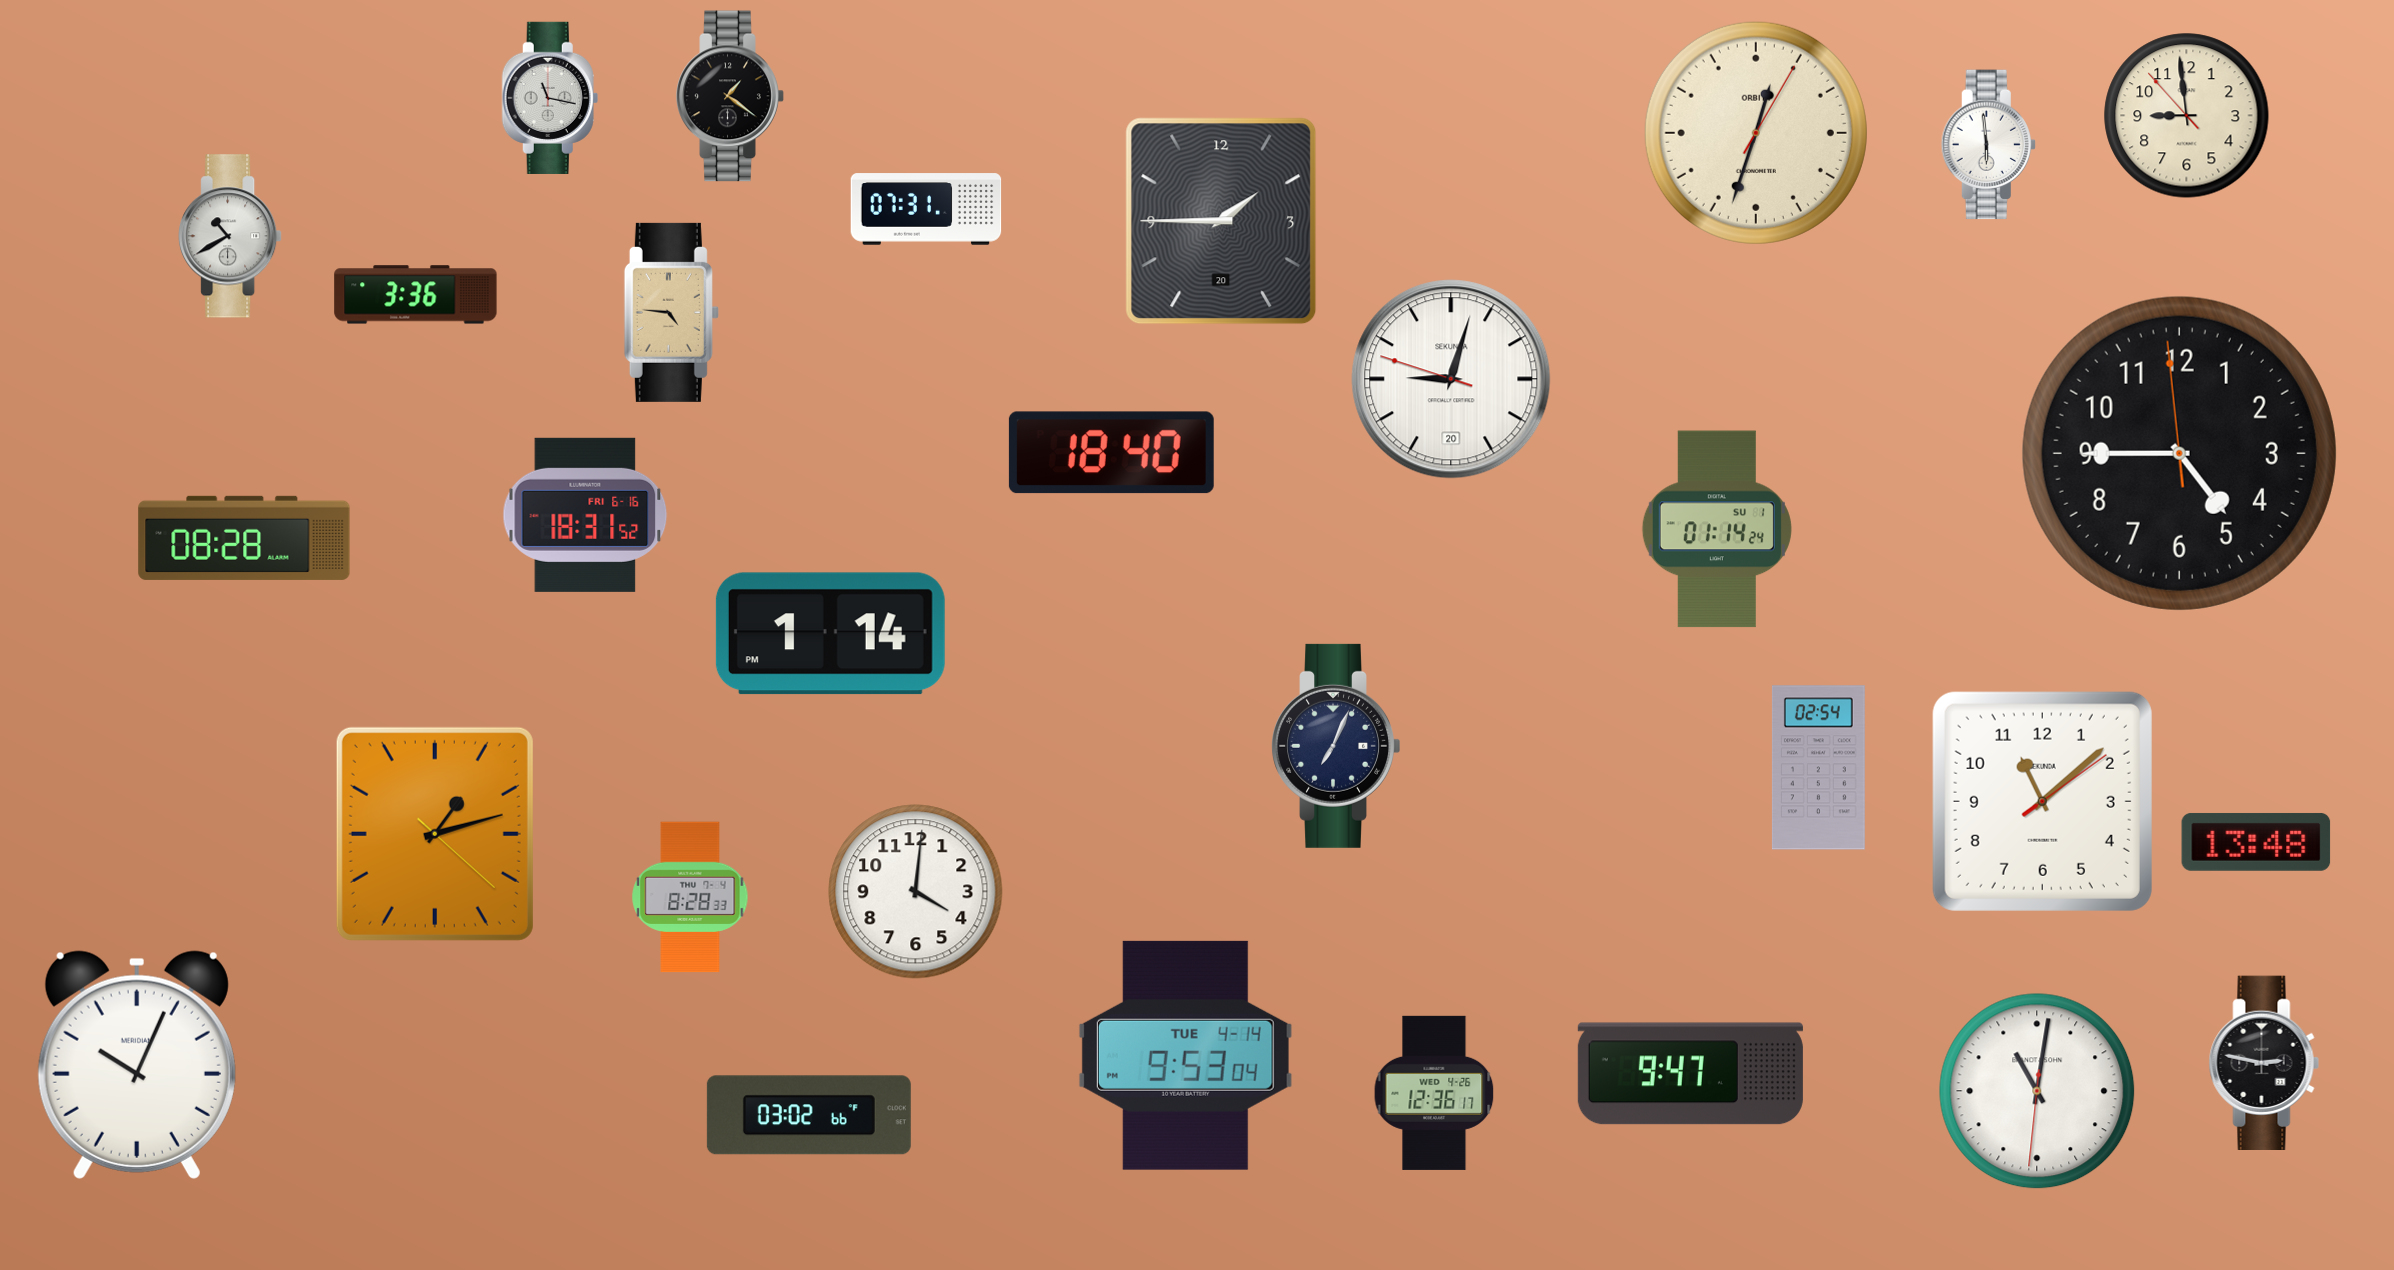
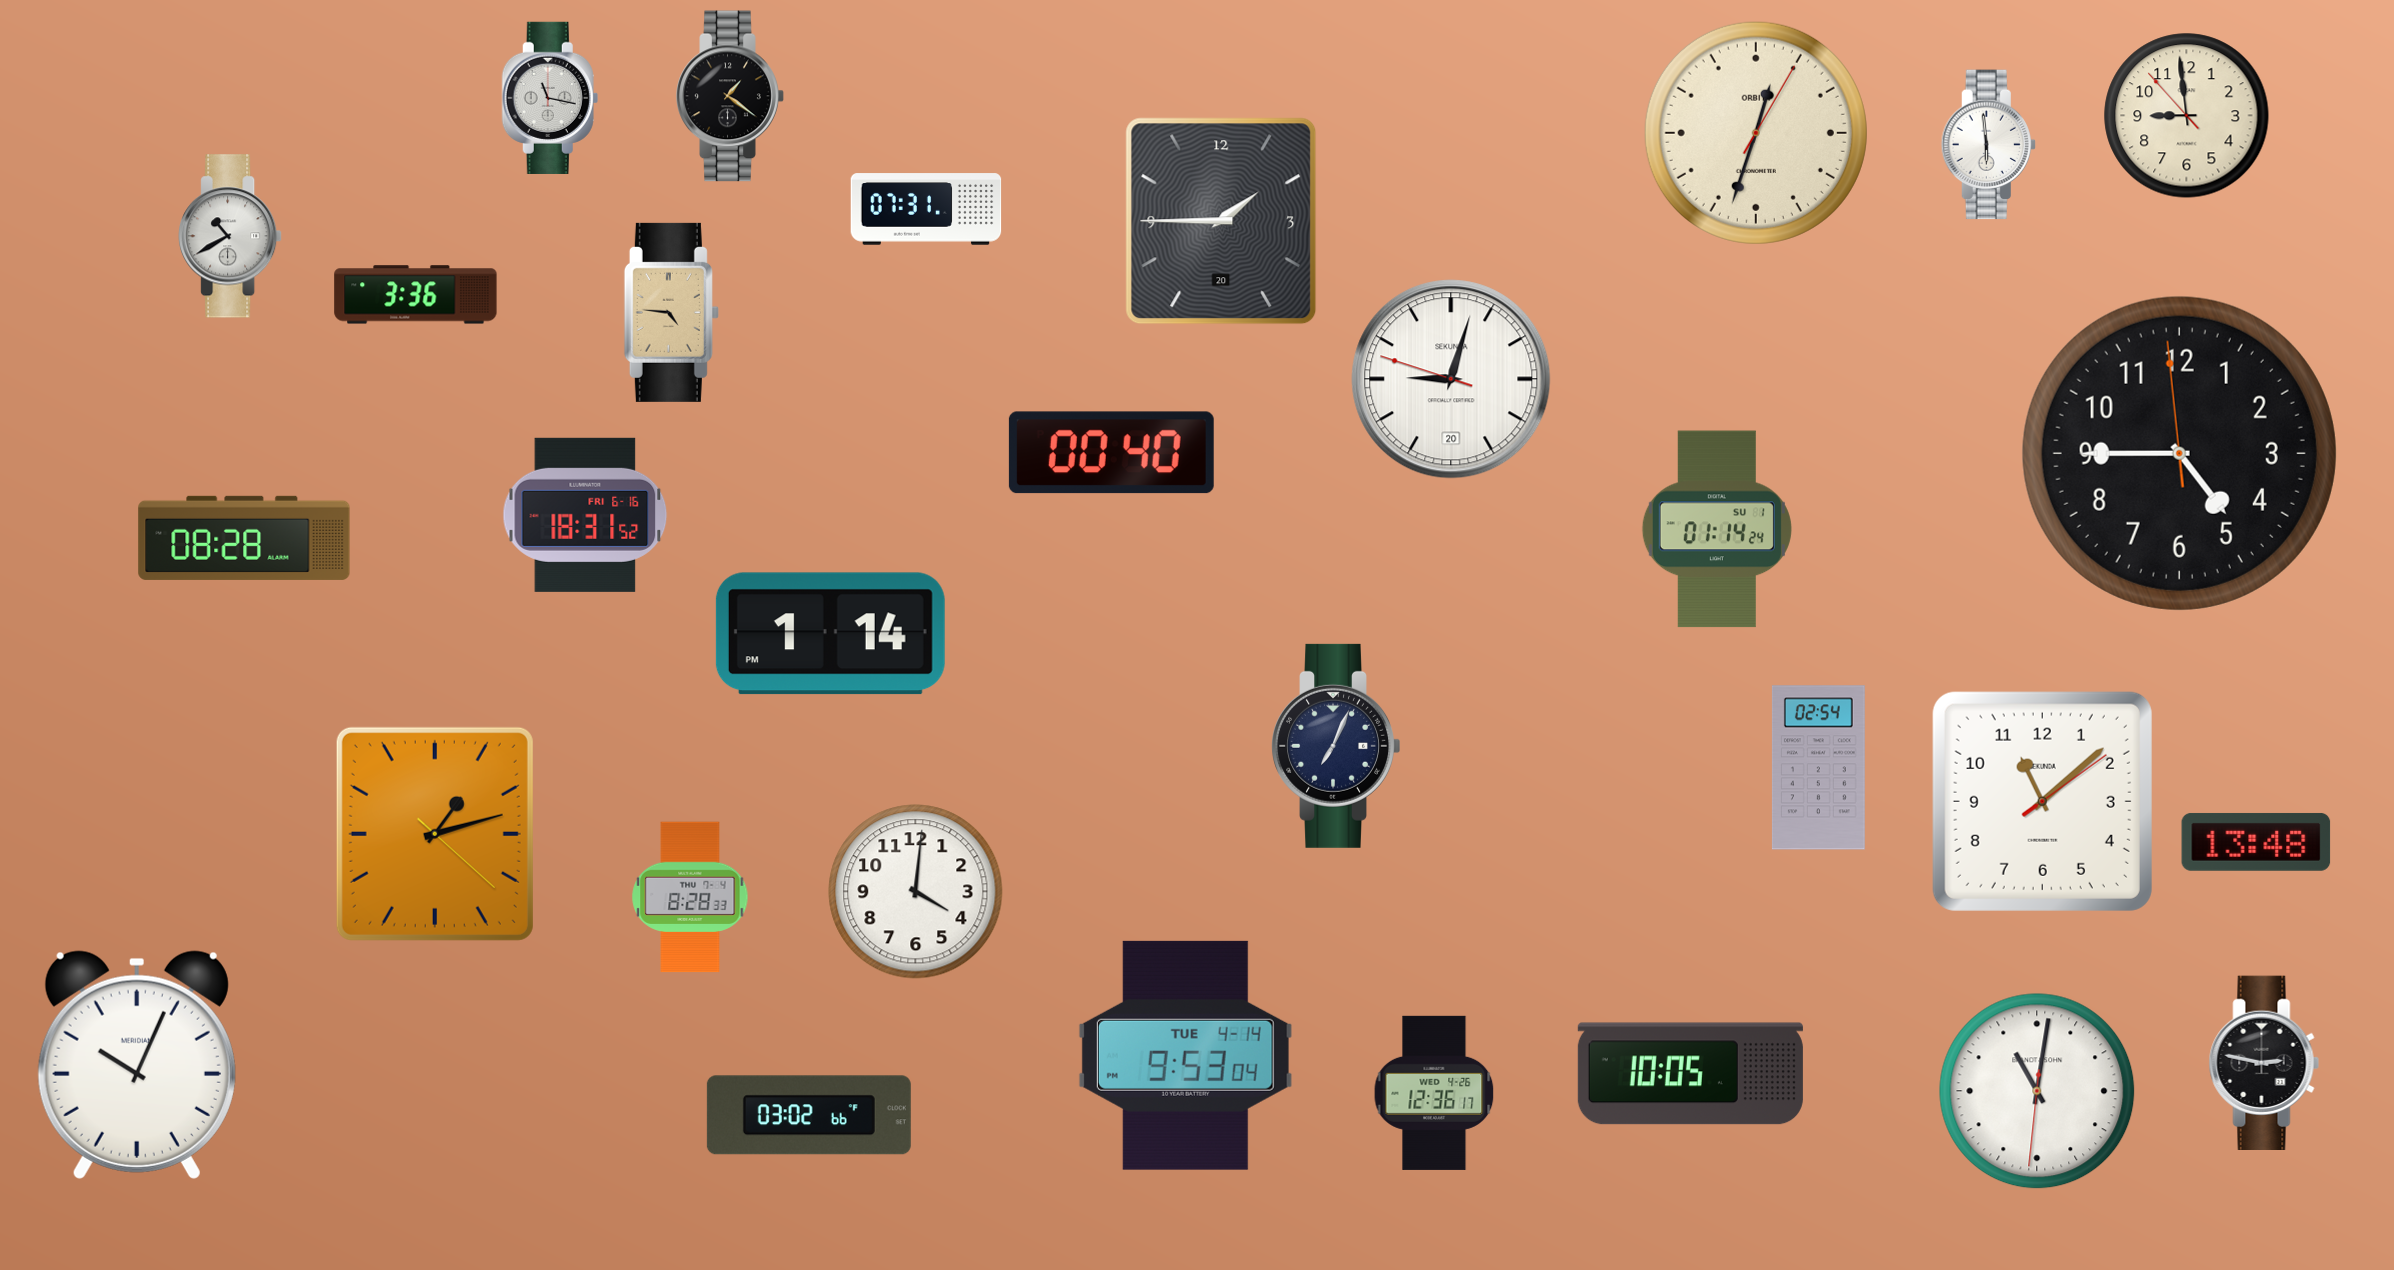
clock at (1111, 453): 18:40 -> 00:40
clock at (1690, 1074): 9:47 -> 10:05
